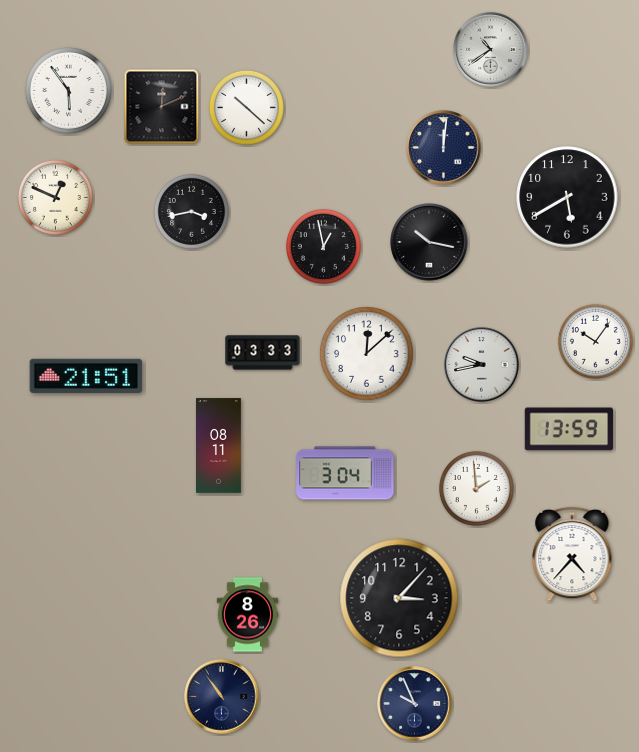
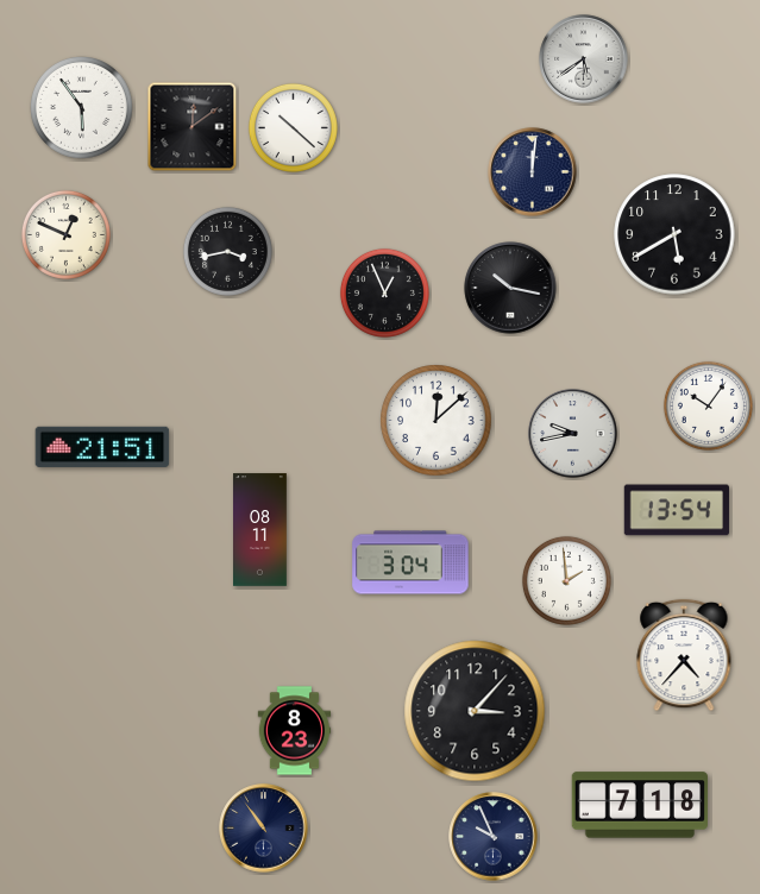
clock at (491, 50): 10:39 -> 5:39
clock at (162, 107): 12:11 -> 12:09
clock at (444, 148) position: (444, 148) -> (533, 172)
clock at (323, 246): 12:58 -> 12:56
clock at (263, 353): 03:33 -> none
clock at (569, 429): 13:59 -> 13:54
clock at (572, 554) position: (572, 554) -> (684, 655)
clock at (248, 615): 8:26 -> 8:23
clock at (640, 805): none -> 7:18
